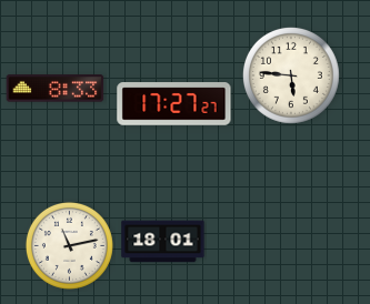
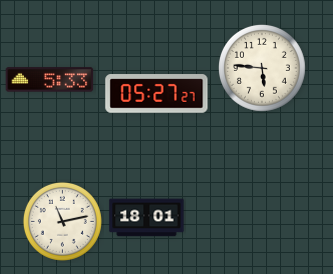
clock at (56, 89): 8:33 -> 5:33
clock at (174, 104): 17:27 -> 05:27
